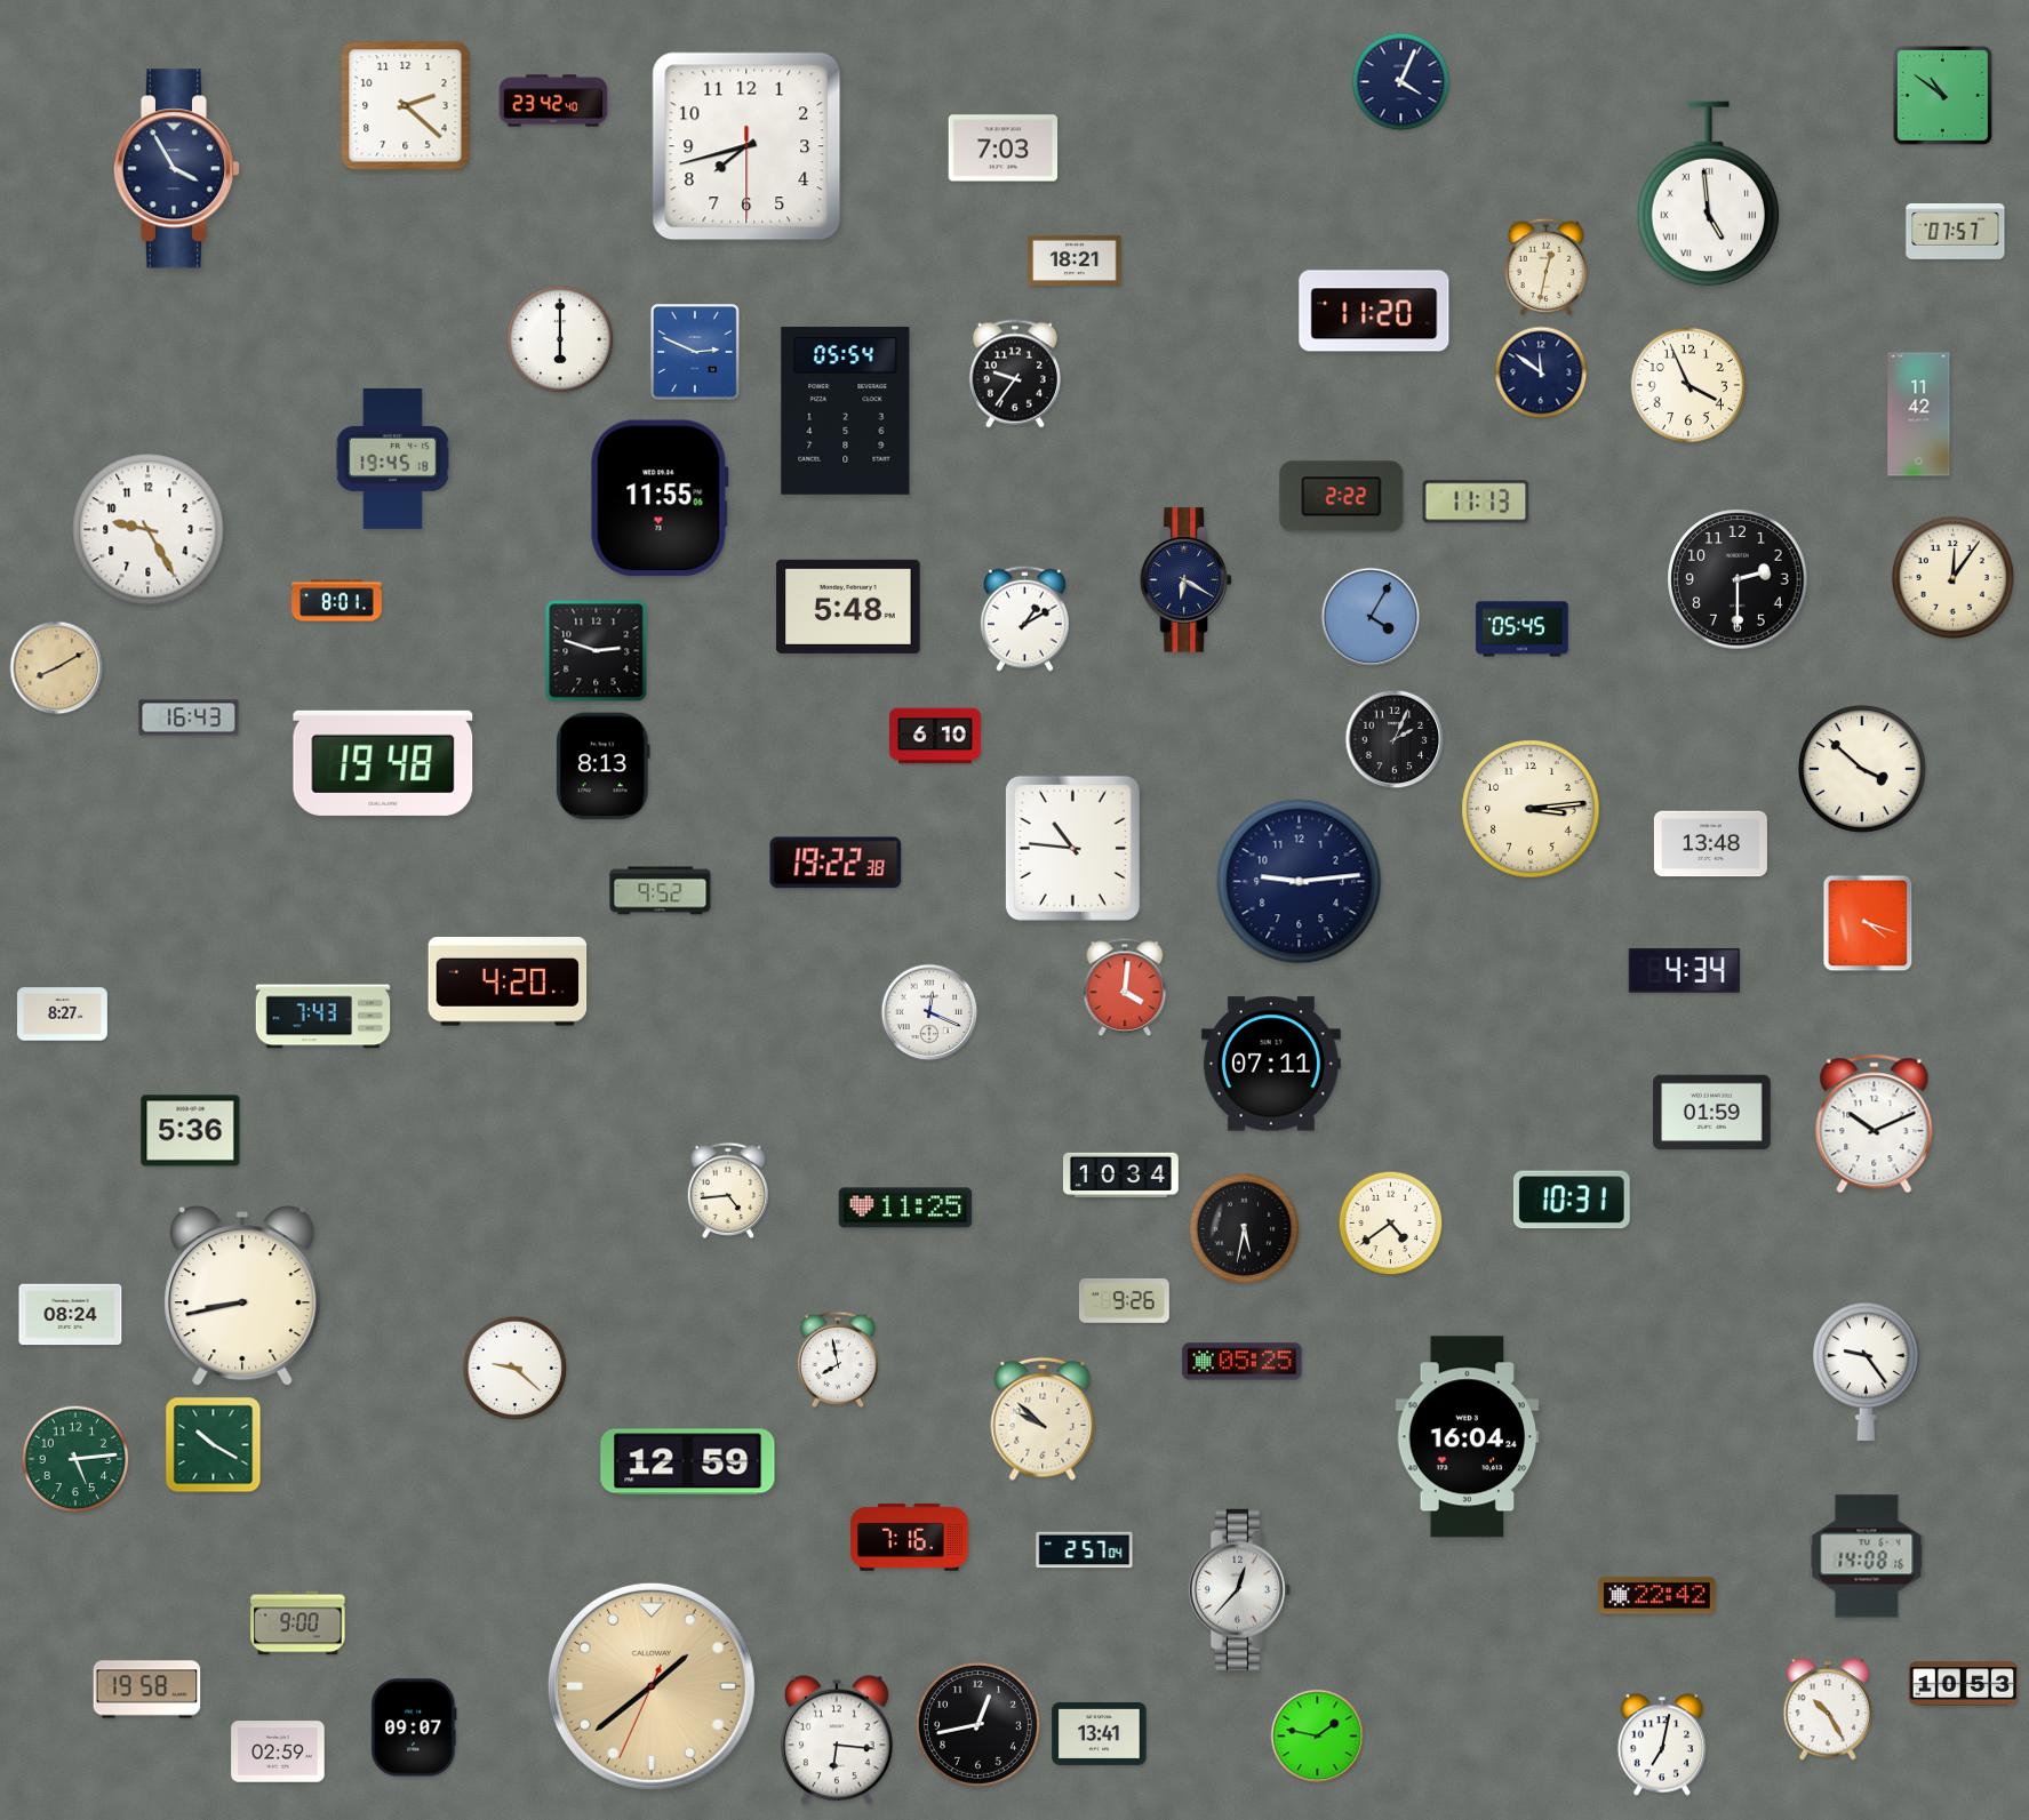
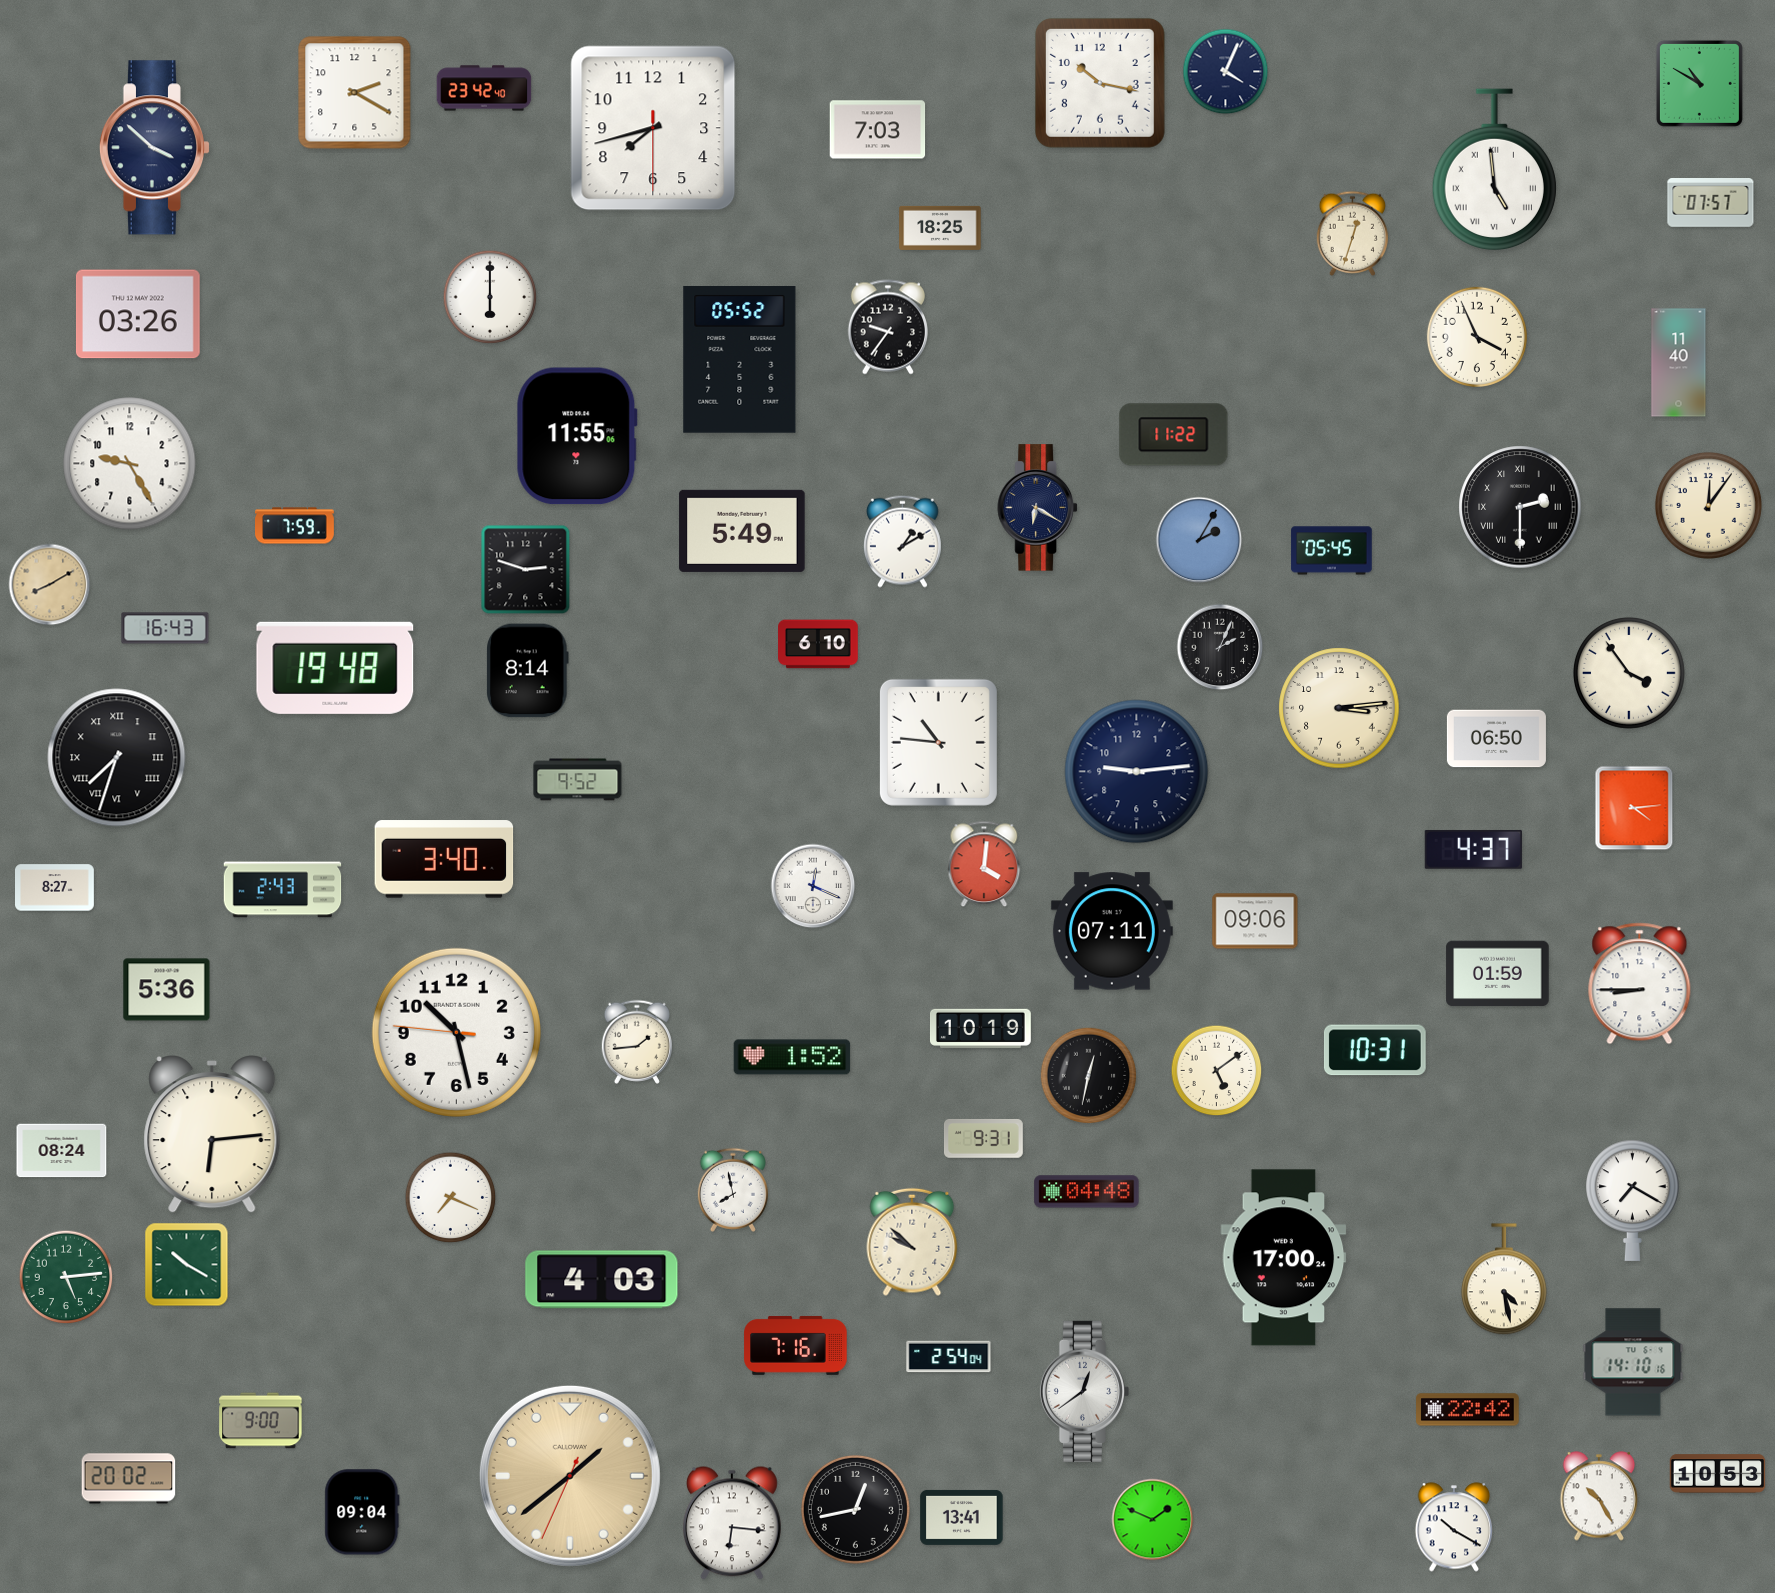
clock at (1100, 83): none -> 10:17
clock at (1942, 95): 10:51 -> 10:50
clock at (406, 106): 2:22 -> 2:20
clock at (176, 169): 3:55 -> 3:52
clock at (1075, 260): 18:21 -> 18:25
clock at (1547, 266): 12:32 -> 12:33
clock at (1374, 311): 11:20 -> none
clock at (696, 353): 2:49 -> none
clock at (138, 314): none -> 03:26
clock at (1541, 372): 11:51 -> none
clock at (846, 411): 05:54 -> 05:52
clock at (1919, 415): 11:42 -> 11:40
clock at (392, 458): 19:45 -> none
clock at (1342, 497): 2:22 -> 11:22
clock at (1476, 502): 11:13 -> none
clock at (1738, 579) numerals: Arabic -> Roman
clock at (337, 601): 8:01 -> 7:59
clock at (848, 607): 5:48 -> 5:49
clock at (1371, 617): 4:05 -> 2:05
clock at (1024, 618) position: (1024, 618) -> (902, 541)
clock at (597, 651) position: (597, 651) -> (526, 570)
clock at (604, 767): 8:13 -> 8:14
clock at (1862, 769): 3:52 -> 3:54
clock at (1710, 844): 13:48 -> 06:50
clock at (836, 863): 19:22 -> none
clock at (117, 758): none -> 7:33
clock at (1868, 923): 4:18 -> 4:14
clock at (1684, 971): 4:34 -> 4:37
clock at (508, 981): 4:20 -> 3:40
clock at (323, 1017): 7:43 -> 2:43
clock at (1255, 921): none -> 09:06
clock at (1875, 1124): 10:11 -> 8:45
clock at (1120, 1174): 10:34 -> 10:19
clock at (456, 1032): none -> 10:27
clock at (728, 1190): 4:44 -> 1:44
clock at (905, 1208): 11:25 -> 1:52
clock at (1391, 1224): 4:39 -> 5:09
clock at (1245, 1229): 5:32 -> 12:32
clock at (242, 1297): 8:43 -> 6:14
clock at (1124, 1300): 9:26 -> 9:31
clock at (1243, 1362): 05:25 -> 04:48
clock at (516, 1369): 9:22 -> 7:19
clock at (1867, 1371): 9:24 -> 7:20
clock at (1468, 1437): 16:04 -> 17:00
clock at (688, 1462): 12:59 -> 4:03
clock at (1504, 1280): none -> 4:28
clock at (1085, 1550): 2:57 -> 2:54
clock at (1867, 1556): 14:08 -> 14:10
clock at (1239, 1589): 12:37 -> 12:39
clock at (1657, 1596) position: (1657, 1596) -> (1468, 1410)
clock at (147, 1690): 19:58 -> 20:02
clock at (414, 1727): 09:07 -> 09:04
clock at (1318, 1737): 1:47 -> 1:49
clock at (1662, 1745): 7:02 -> 10:20
clock at (278, 1751): 02:59 -> none
